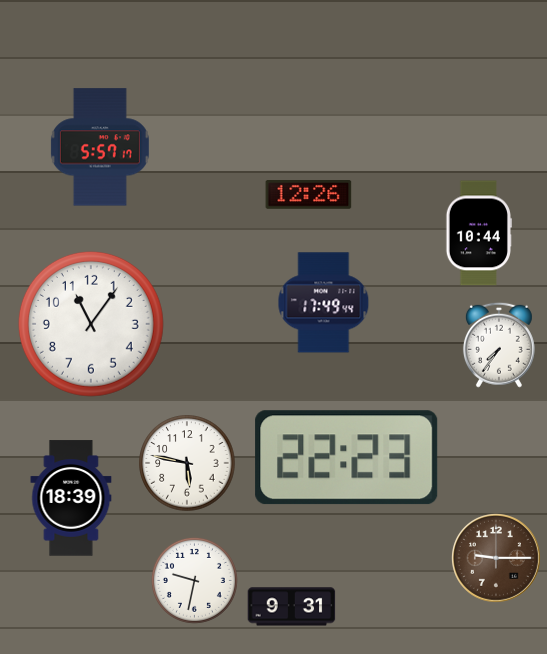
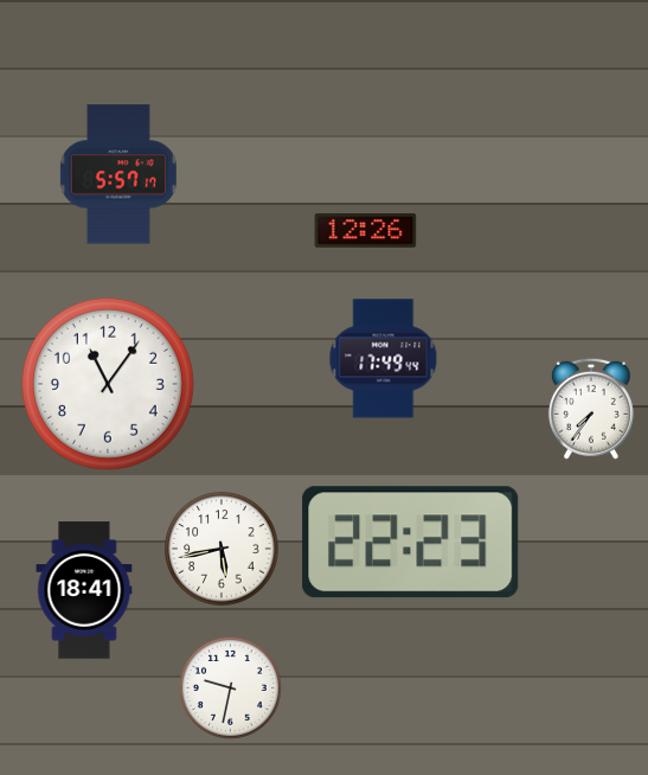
clock at (479, 233): 10:44 -> none
clock at (187, 463): 5:47 -> 5:43
clock at (71, 498): 18:39 -> 18:41
clock at (497, 559): 9:15 -> none
clock at (292, 607): 9:31 -> none
